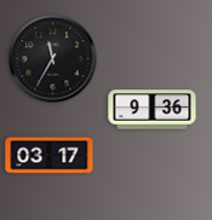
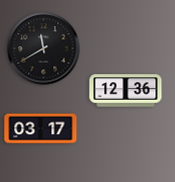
clock at (53, 59): 11:35 -> 11:40
clock at (153, 110): 9:36 -> 12:36
